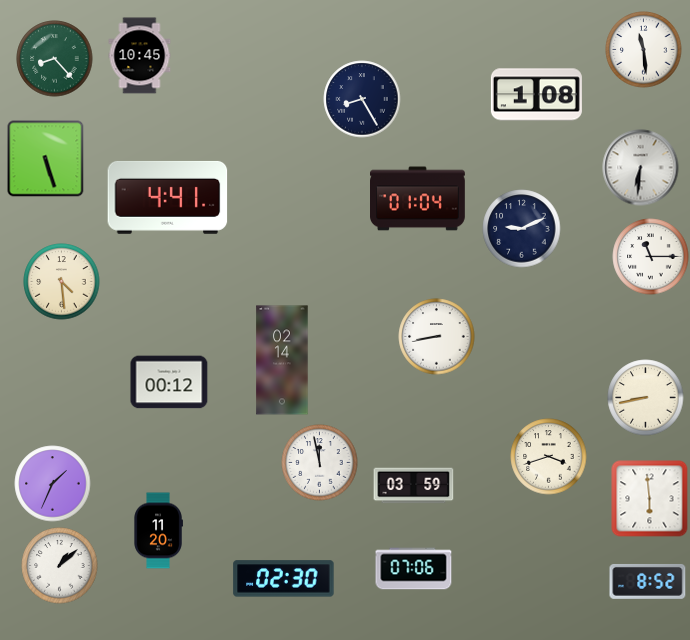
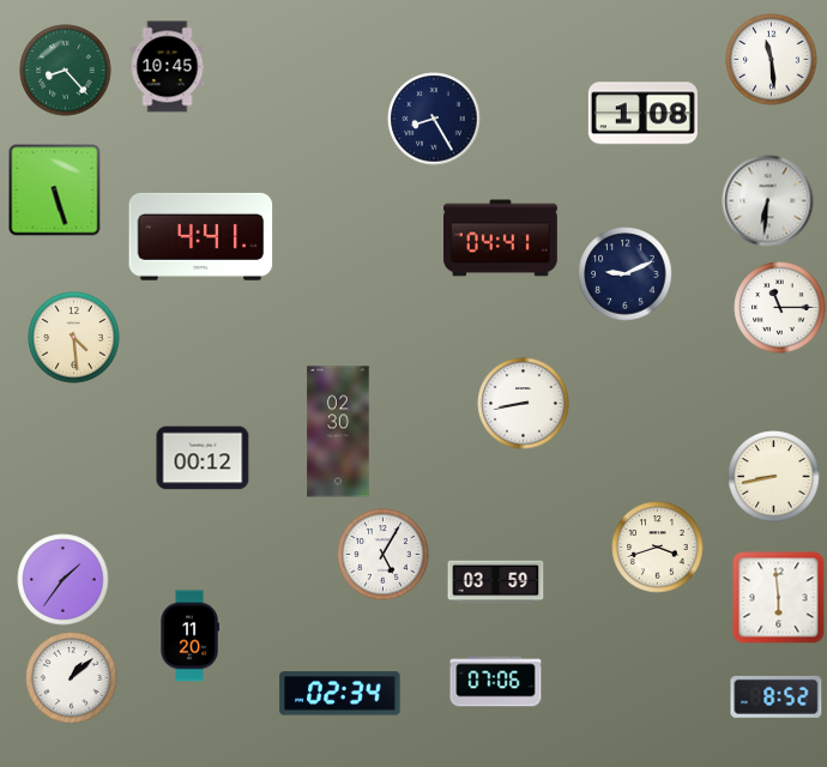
clock at (418, 199): 01:04 -> 04:41
clock at (282, 360): 02:14 -> 02:30
clock at (320, 463): 11:58 -> 5:05
clock at (53, 484): 1:34 -> 1:36
clock at (284, 579): 02:30 -> 02:34
